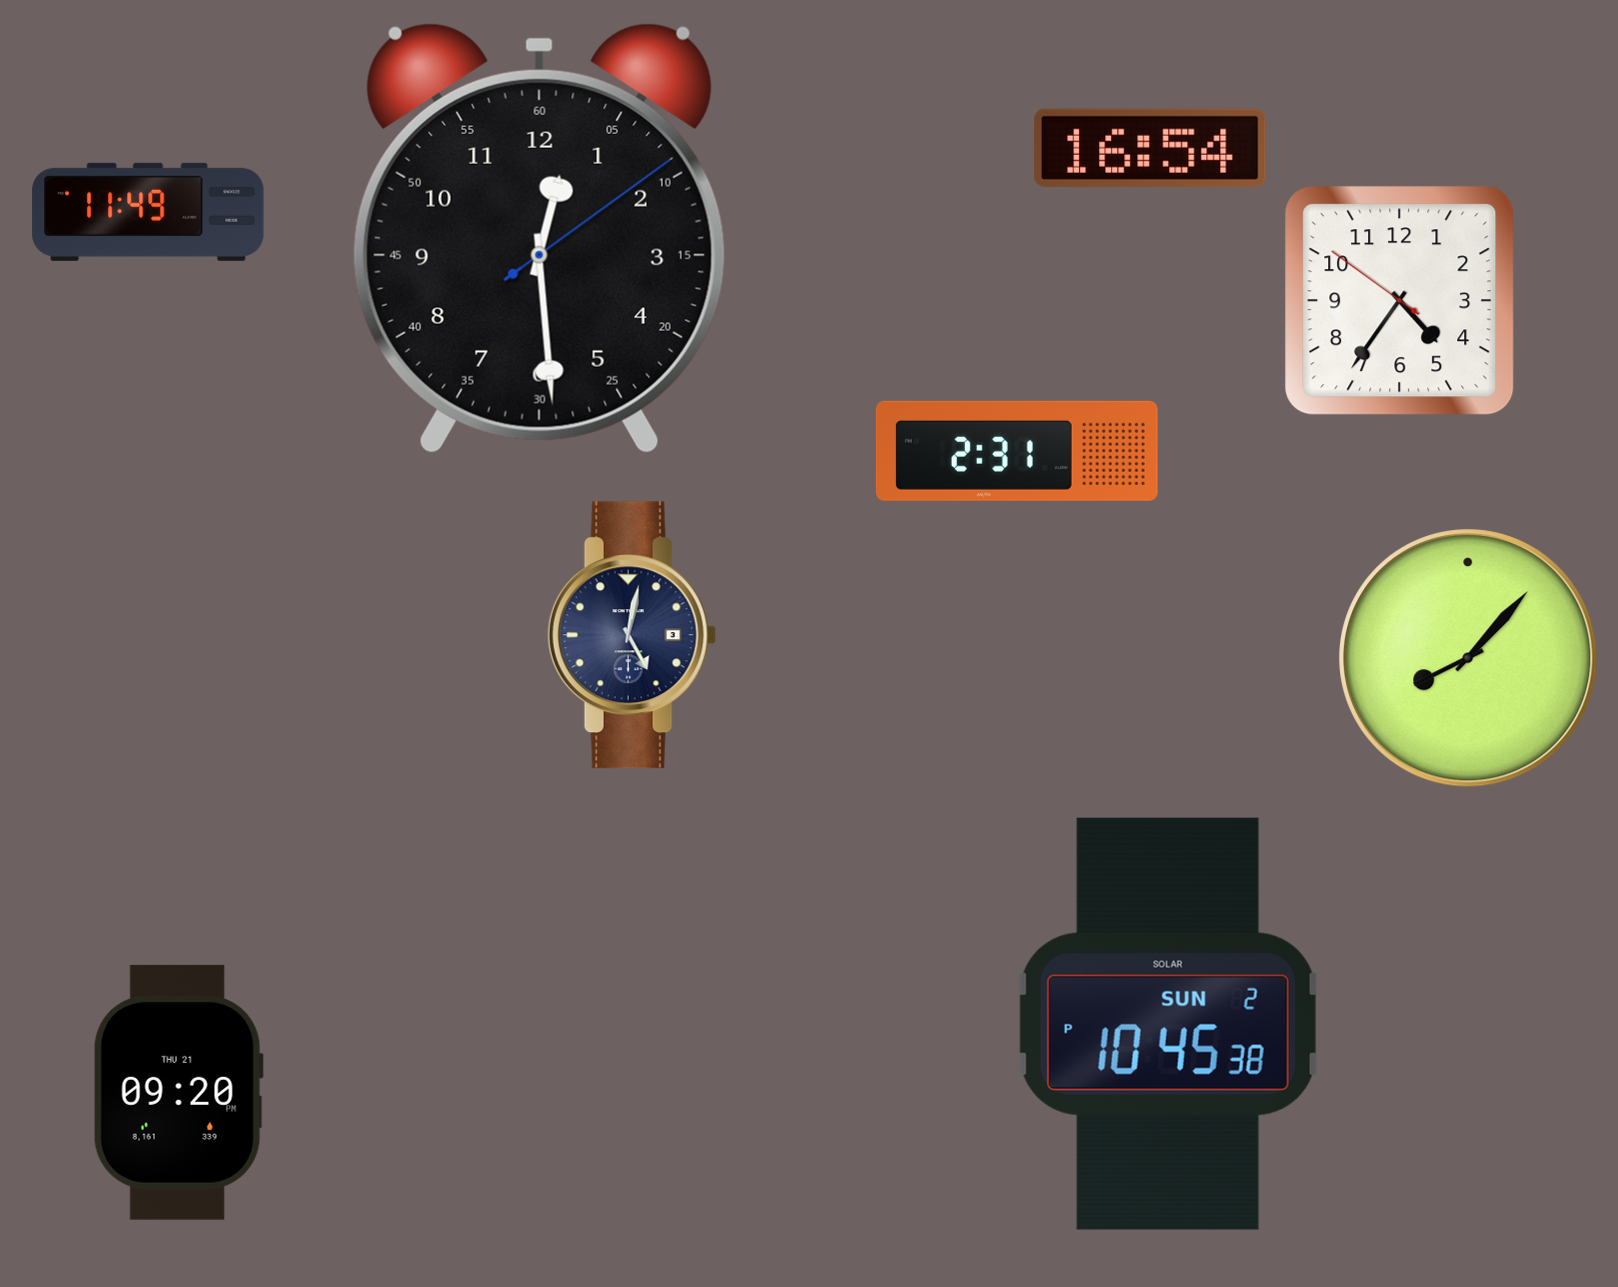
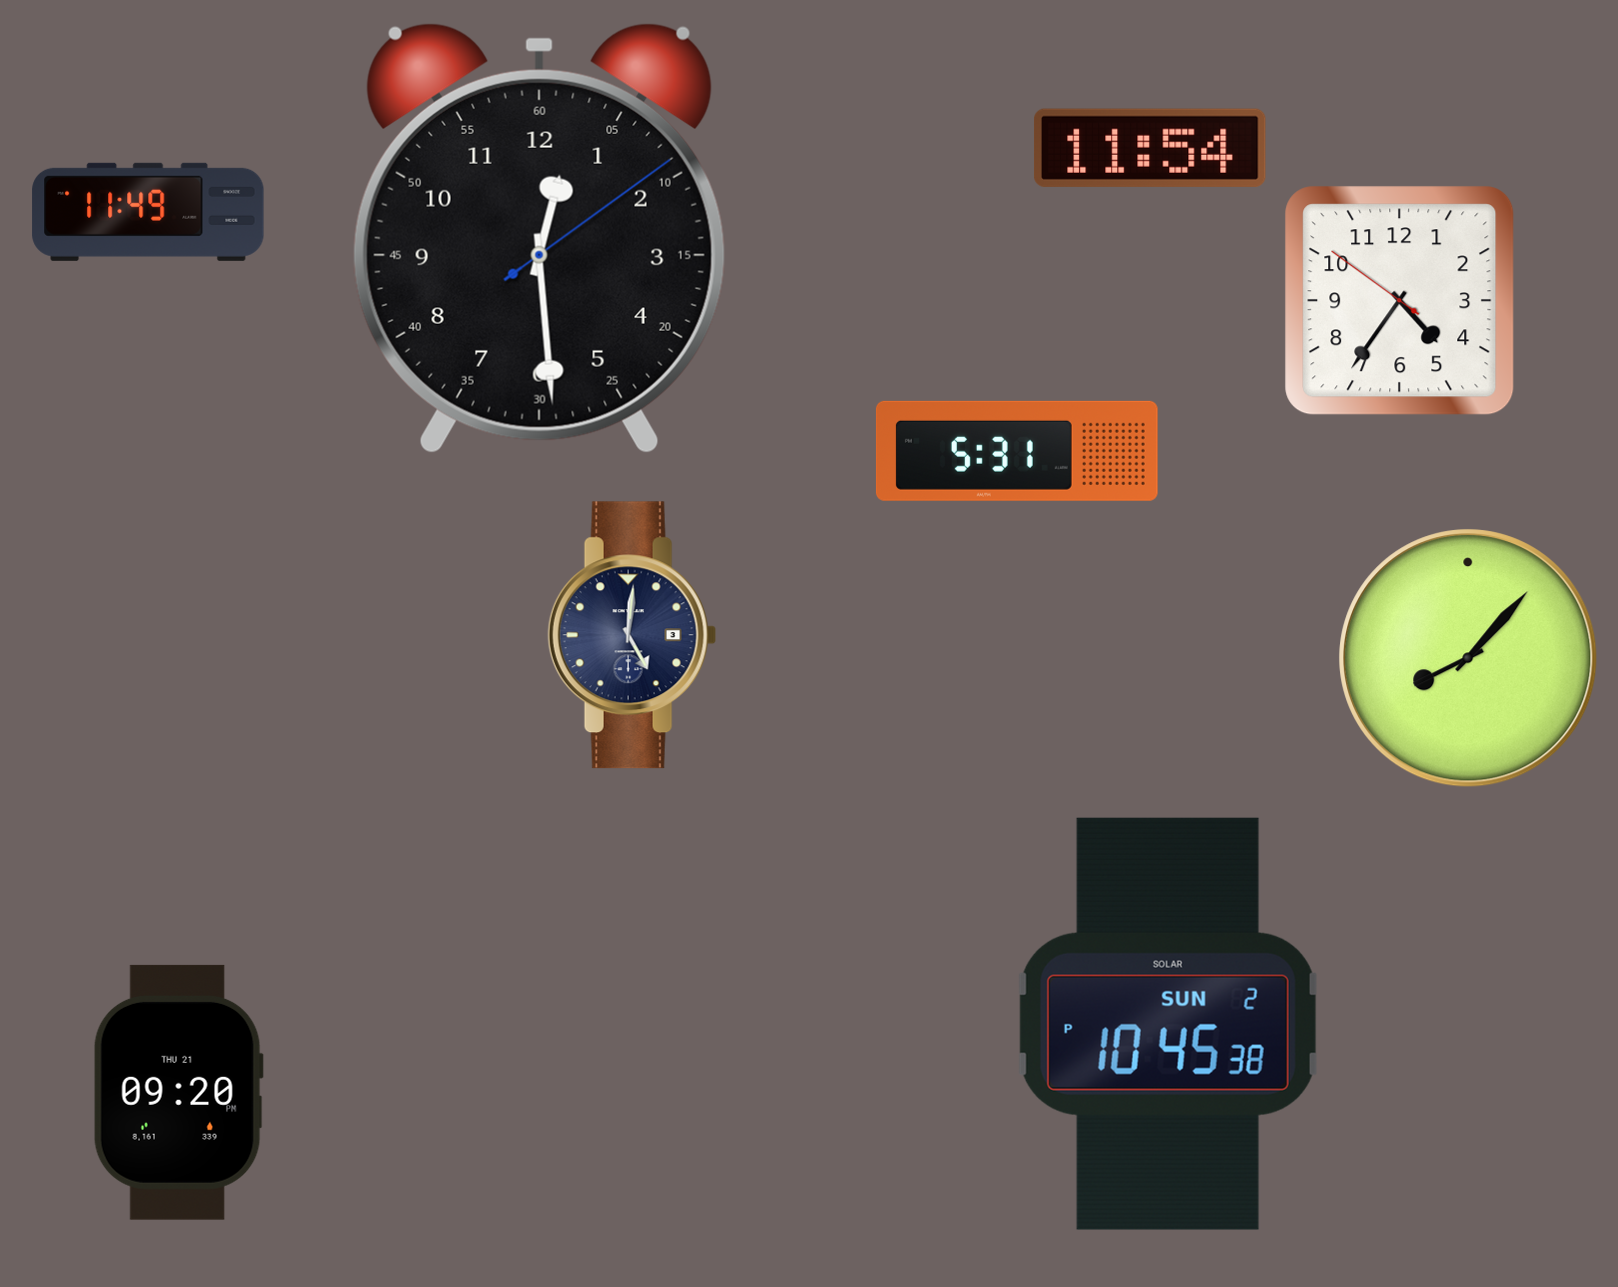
clock at (1150, 148): 16:54 -> 11:54
clock at (1017, 451): 2:31 -> 5:31
clock at (632, 635): 5:02 -> 5:01
